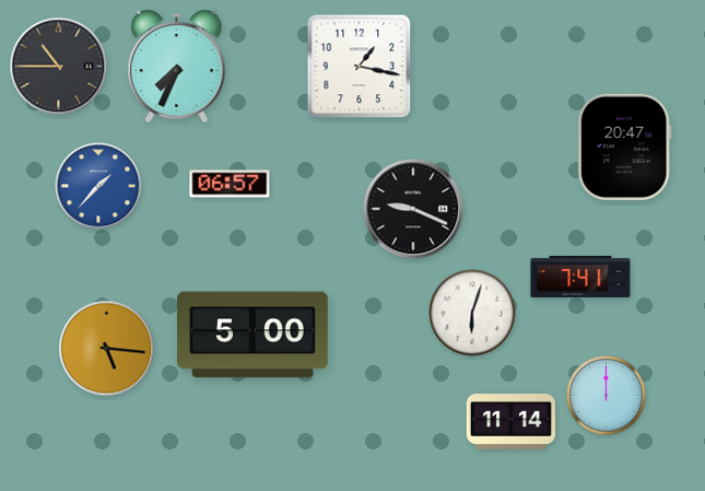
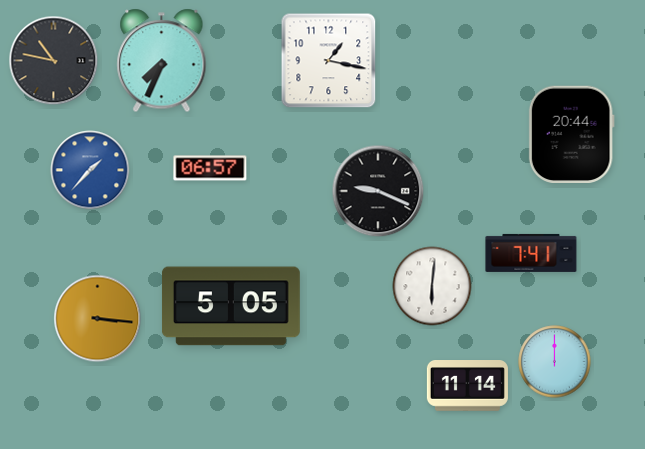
clock at (59, 67): 10:45 -> 10:47
clock at (624, 147): 20:47 -> 20:44
clock at (472, 313): 6:03 -> 6:01
clock at (252, 335): 5:00 -> 5:05
clock at (107, 349): 5:16 -> 3:16
